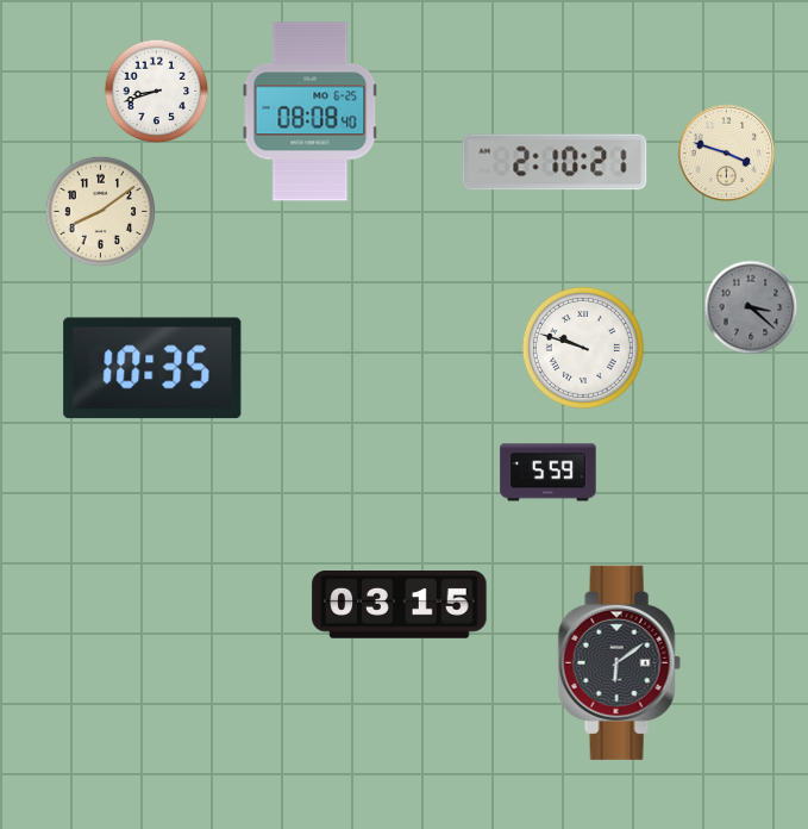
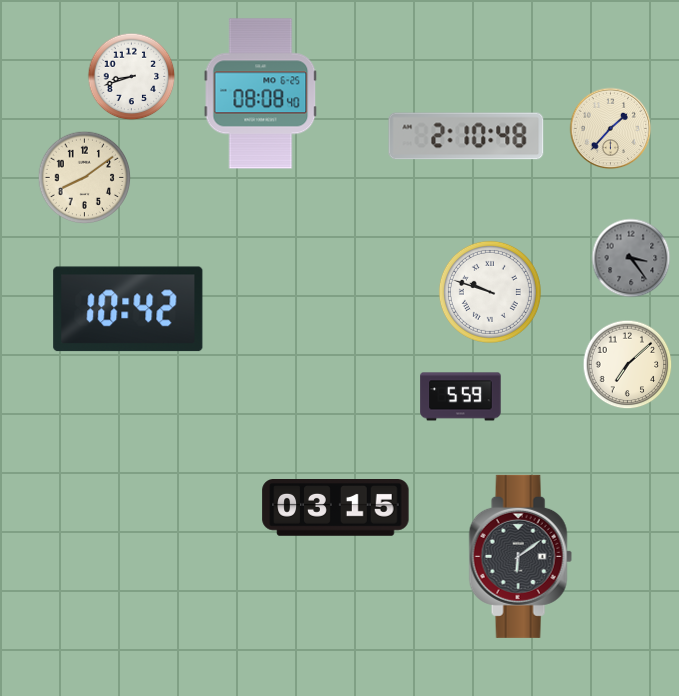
clock at (727, 154): 3:48 -> 1:37
clock at (555, 162): 2:10:21 -> 2:10:48
clock at (751, 307): 3:22 -> 3:24
clock at (152, 368): 10:35 -> 10:42
clock at (628, 365): none -> 7:08
